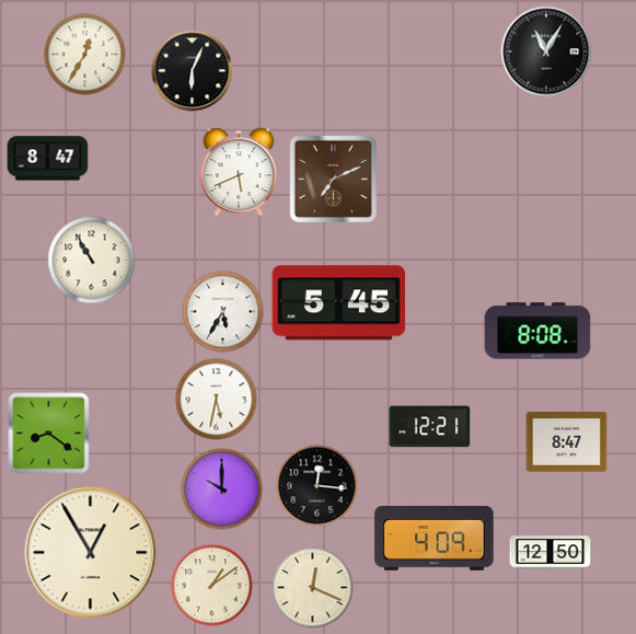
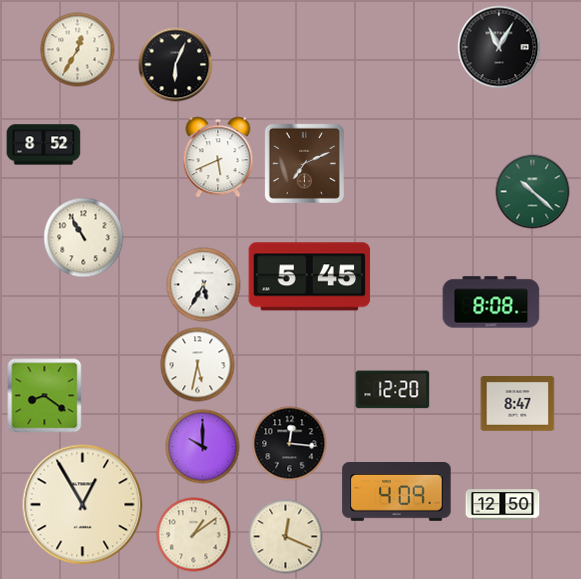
clock at (48, 159): 8:47 -> 8:52
clock at (533, 192): none -> 10:22
clock at (430, 427): 12:21 -> 12:20
